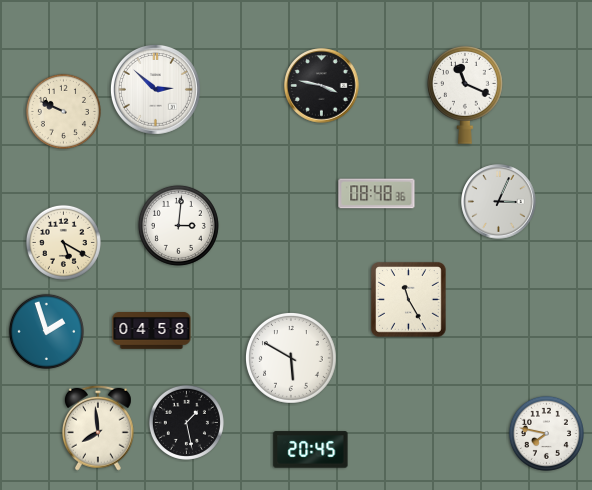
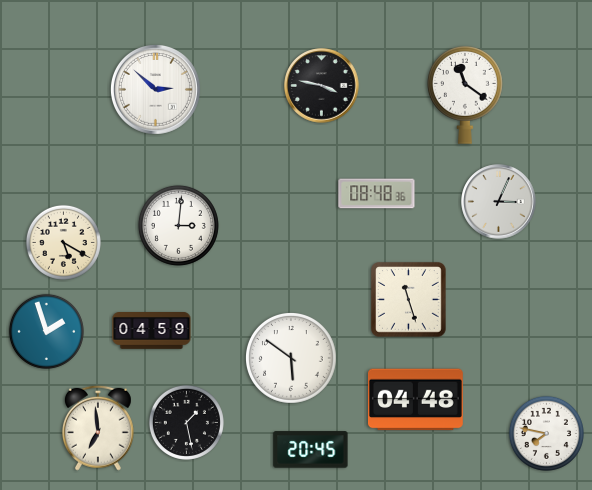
clock at (466, 95): 11:19 -> 11:21
clock at (63, 111): 9:49 -> none
clock at (409, 300): 11:25 -> 11:27
clock at (152, 331): 04:58 -> 04:59
clock at (292, 359): 5:50 -> 5:51
clock at (415, 400): none -> 04:48
clock at (98, 428): 7:59 -> 6:59
